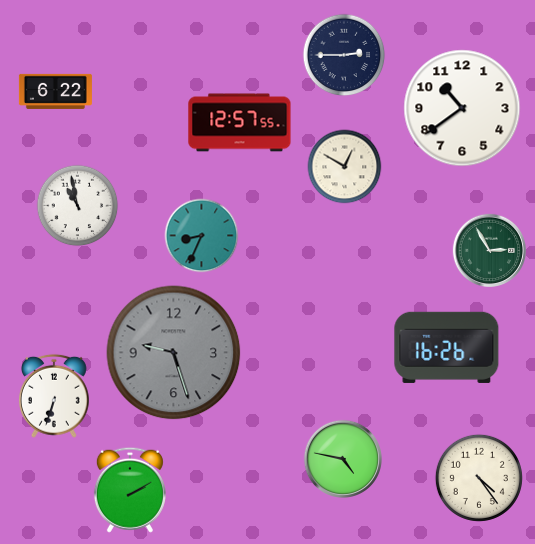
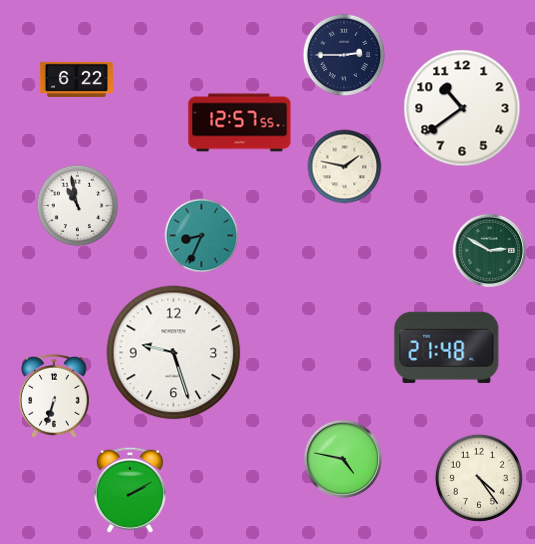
clock at (55, 91) position: (55, 91) -> (76, 79)
clock at (345, 167): 12:50 -> 1:47
clock at (489, 250): 2:55 -> 2:50
clock at (447, 347): 16:26 -> 21:48
clock at (174, 353) dial: grey -> white
